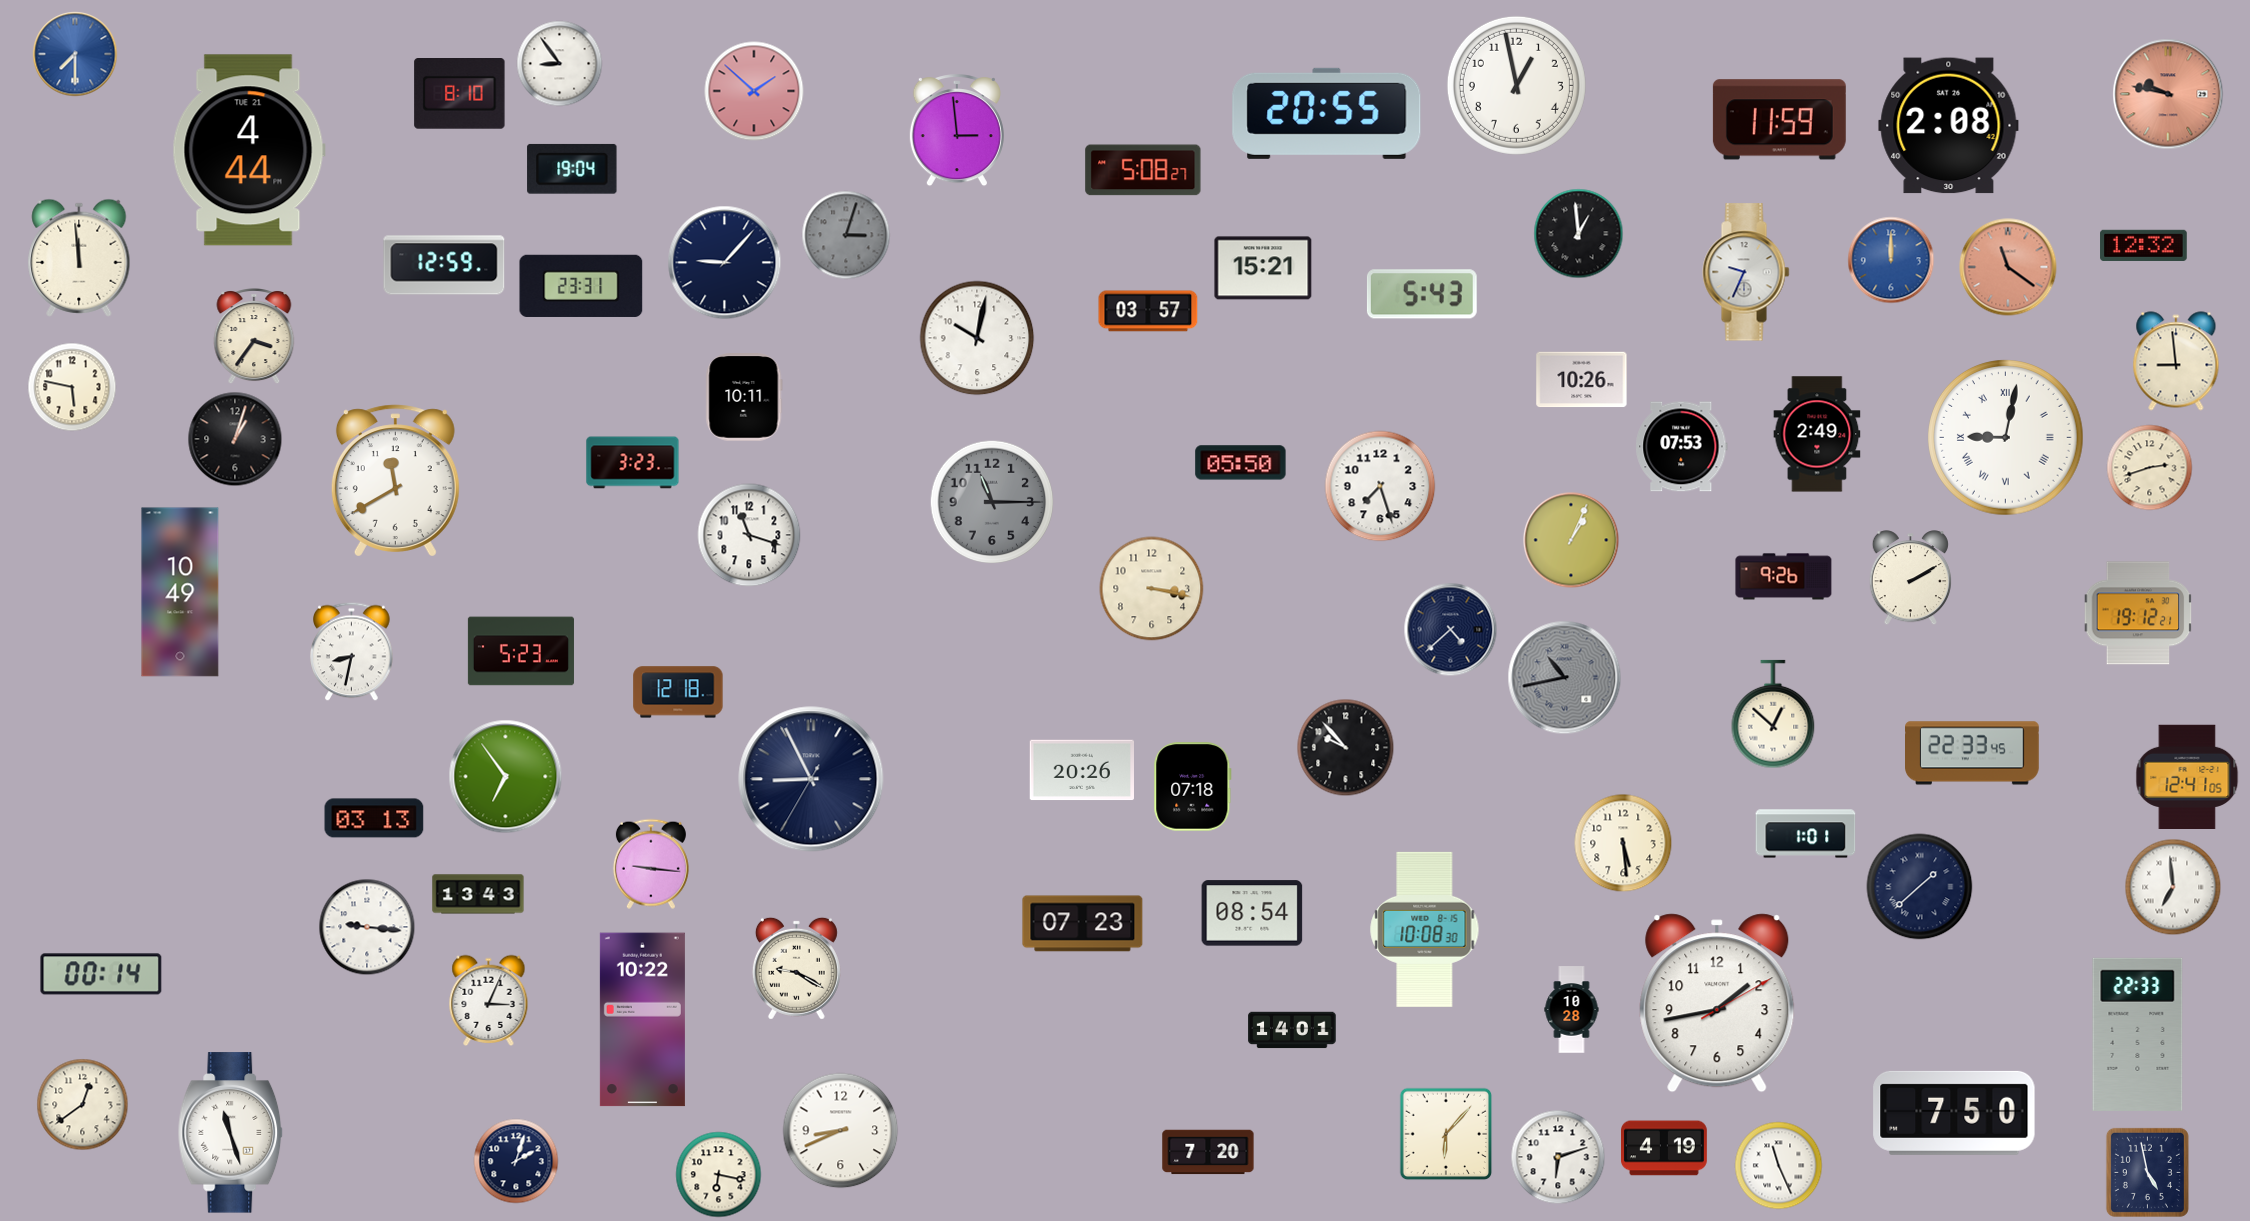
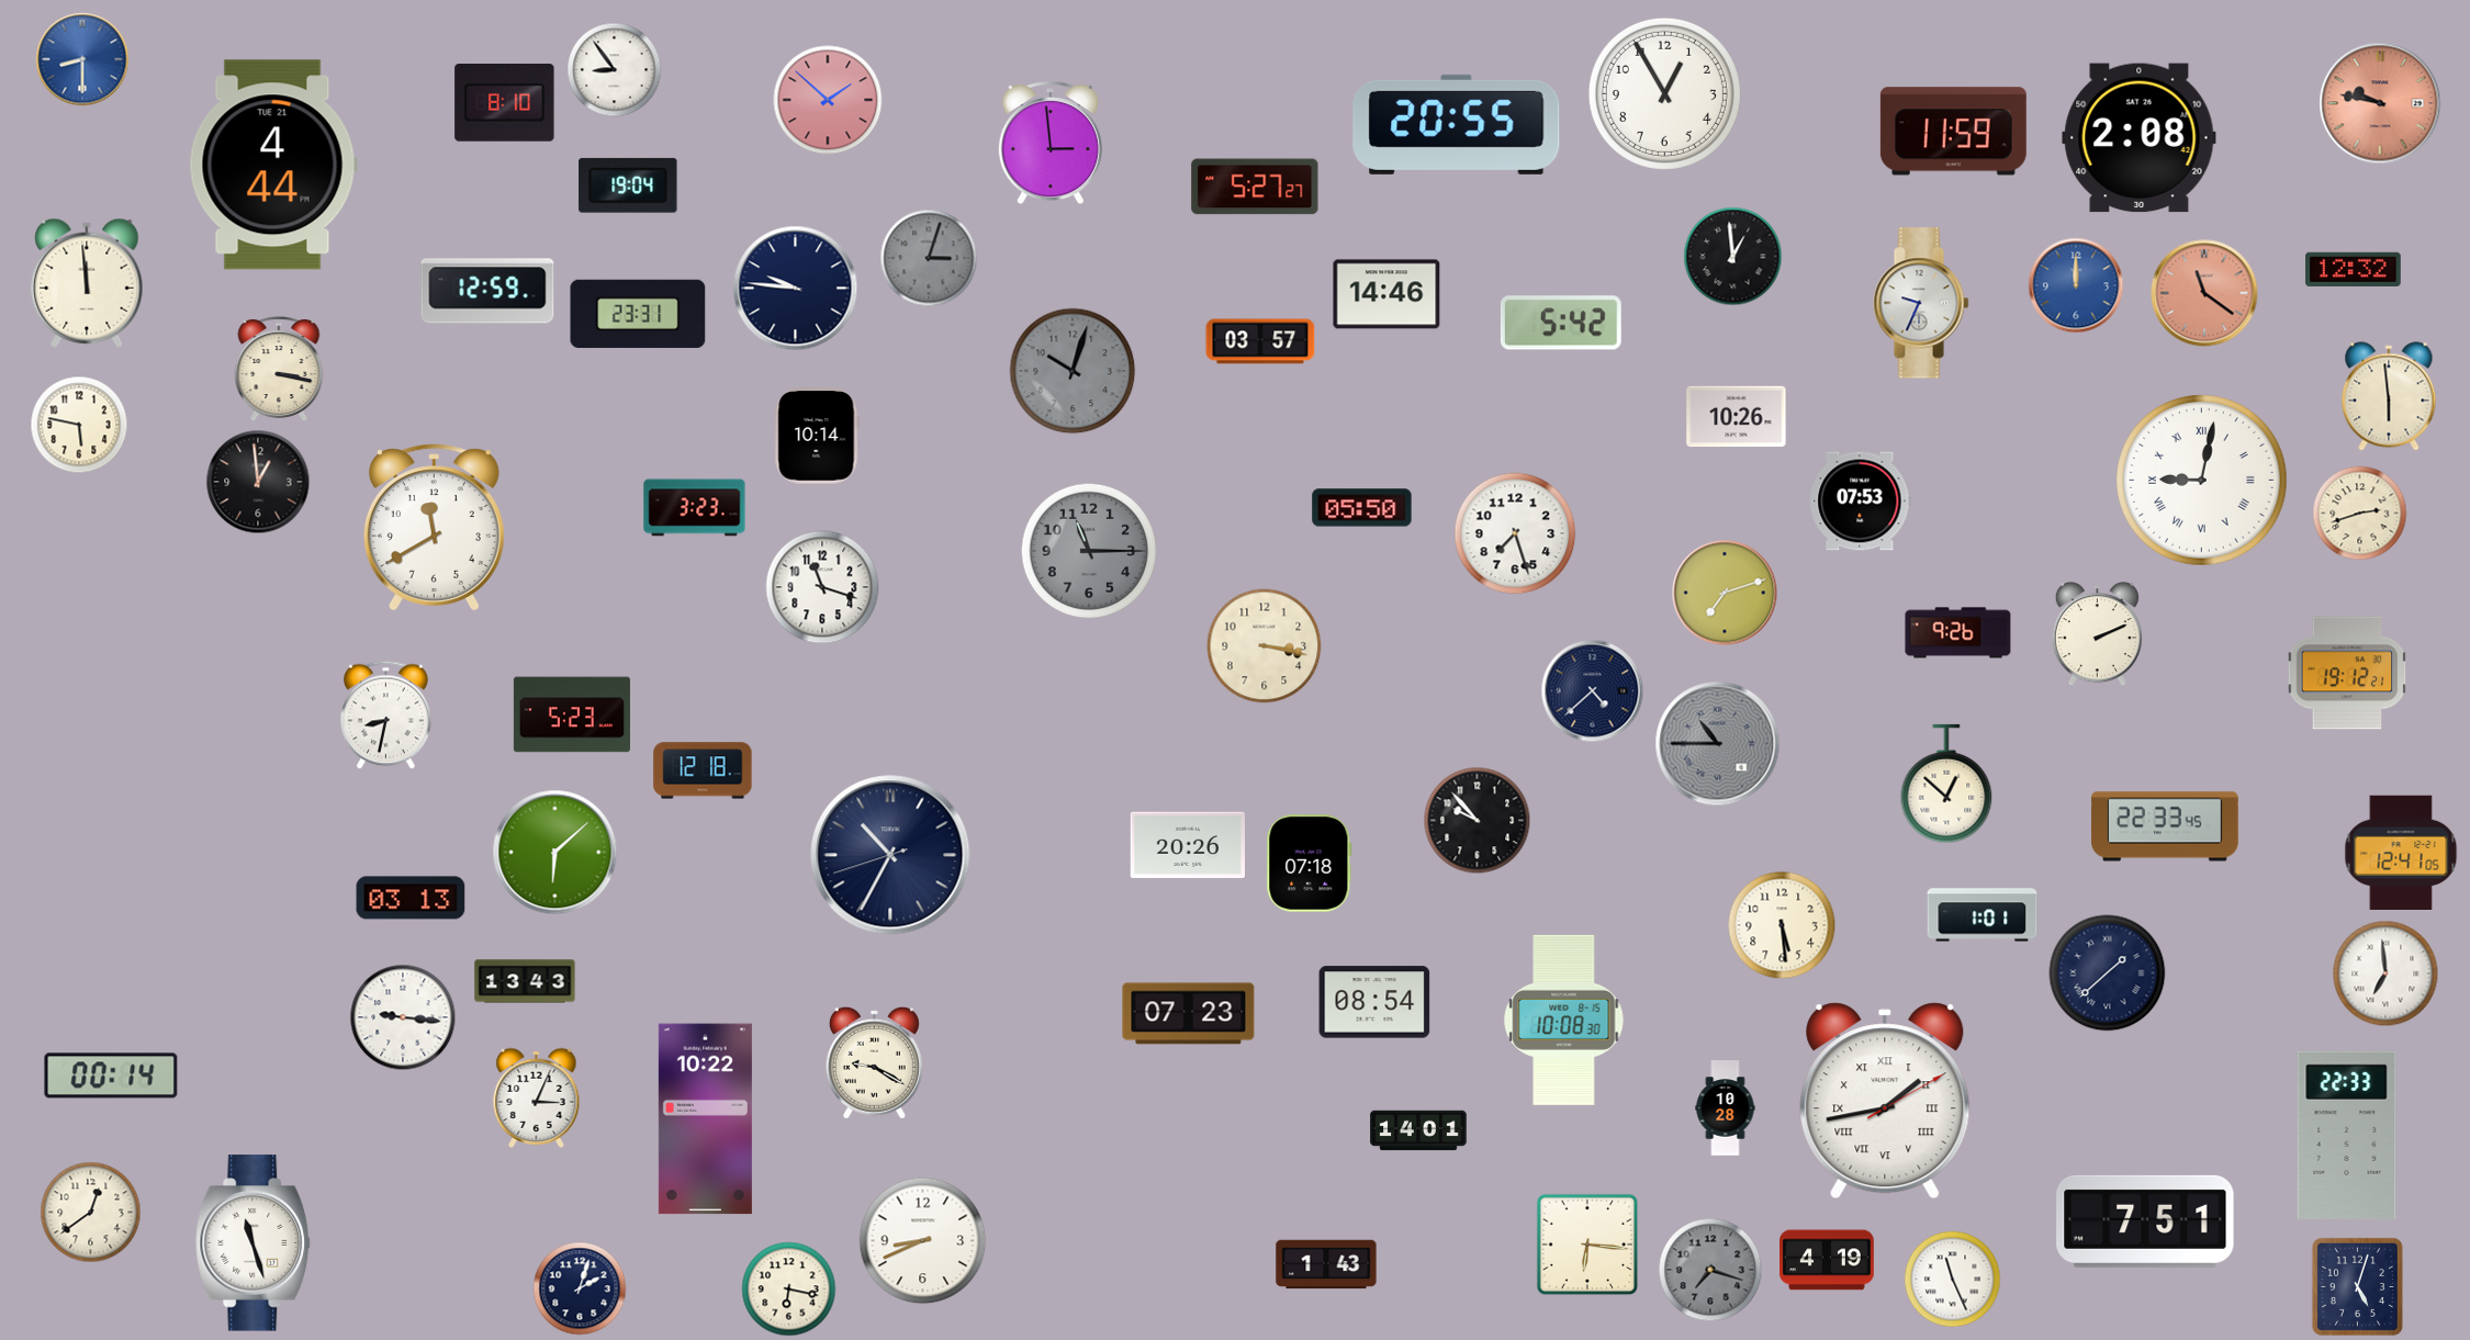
clock at (75, 54): 7:30 -> 8:30
clock at (1516, 85): 12:58 -> 12:55
clock at (1143, 170): 5:08 -> 5:27
clock at (725, 263): 9:07 -> 9:46
clock at (1263, 268): 15:21 -> 14:46
clock at (1746, 272) position: (1746, 272) -> (1921, 303)
clock at (1422, 294): 5:43 -> 5:42
clock at (254, 337): 3:36 -> 3:17
clock at (977, 338): 10:02 -> 10:03
clock at (977, 338) dial: white -> grey
clock at (2176, 361): 8:59 -> 5:59
clock at (744, 397): 10:11 -> 10:14
clock at (1817, 434): 2:49 -> none
clock at (235, 439): 1:03 -> 12:59
clock at (1682, 447) position: (1682, 447) -> (1861, 502)
clock at (1571, 540): 1:04 -> 7:12
clock at (1910, 578): 2:10 -> 2:11
clock at (180, 592): 10:49 -> none
clock at (1565, 678): 10:43 -> 10:45
clock at (678, 692) position: (678, 692) -> (703, 770)
clock at (506, 777): 6:54 -> 6:08
clock at (811, 779): 8:55 -> 10:34
clock at (651, 864): 9:16 -> none
clock at (101, 974) position: (101, 974) -> (111, 1076)
clock at (1717, 1003) numerals: Arabic -> Roman
clock at (1954, 1113): 7:50 -> 7:51
clock at (1446, 1134): 6:07 -> 6:16
clock at (1208, 1152): 7:20 -> 1:43
clock at (1558, 1157): 6:12 -> 7:18
clock at (1558, 1157) dial: white -> grey
clock at (516, 1161) position: (516, 1161) -> (580, 1288)
clock at (2147, 1172): 4:58 -> 5:03
